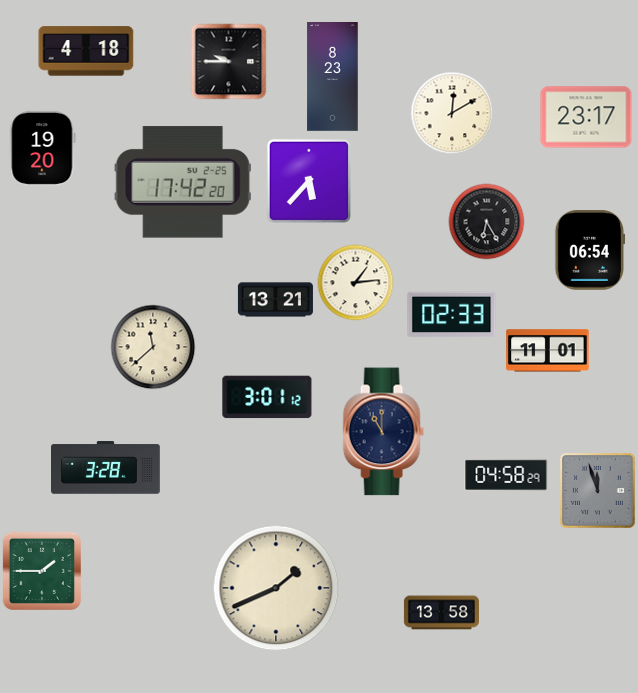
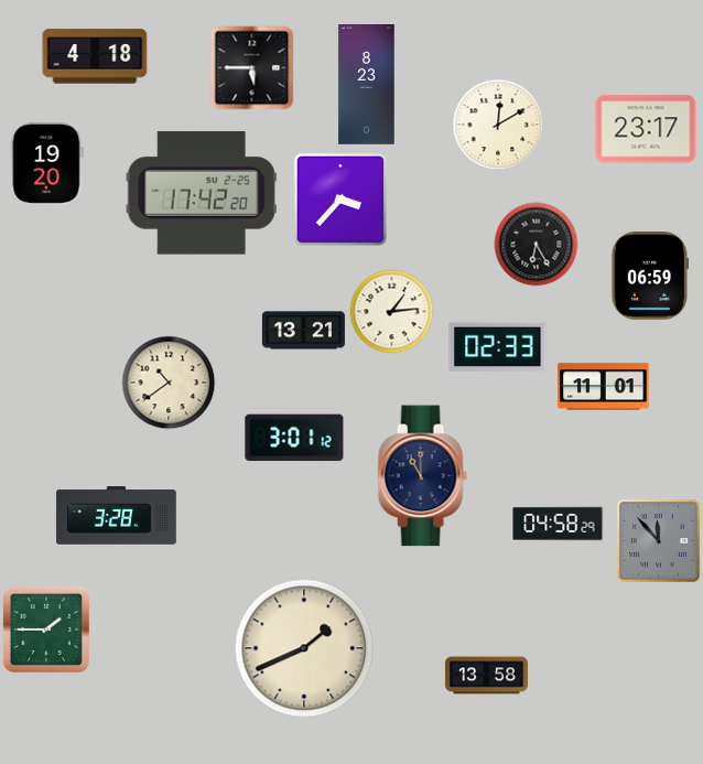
clock at (229, 62): 9:45 -> 5:45
clock at (308, 180): 5:37 -> 3:37
clock at (183, 182) position: (183, 182) -> (202, 193)
clock at (590, 250): 06:54 -> 06:59
clock at (153, 347): 11:38 -> 10:39
clock at (598, 491): 11:57 -> 11:53
